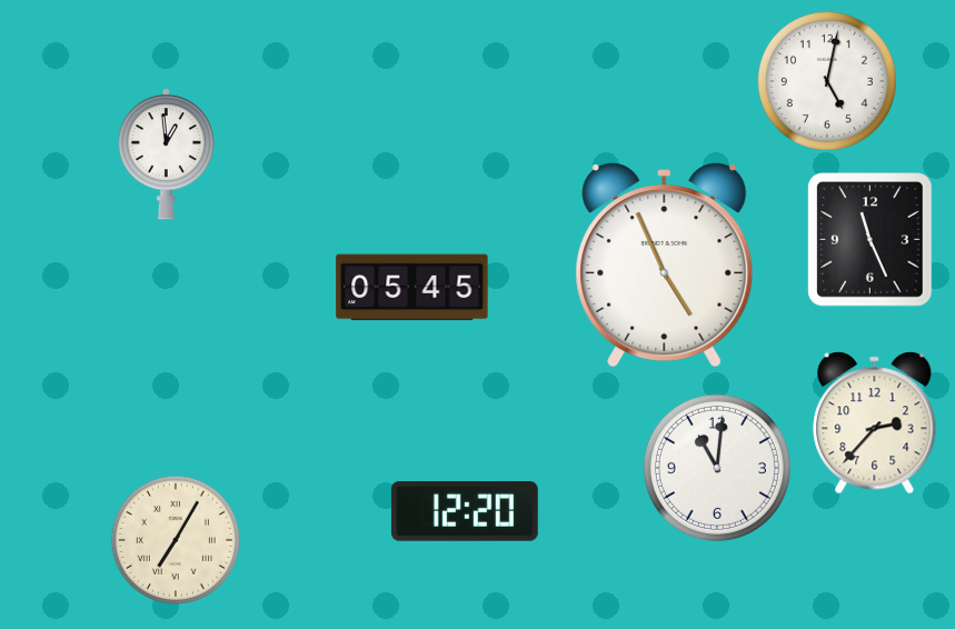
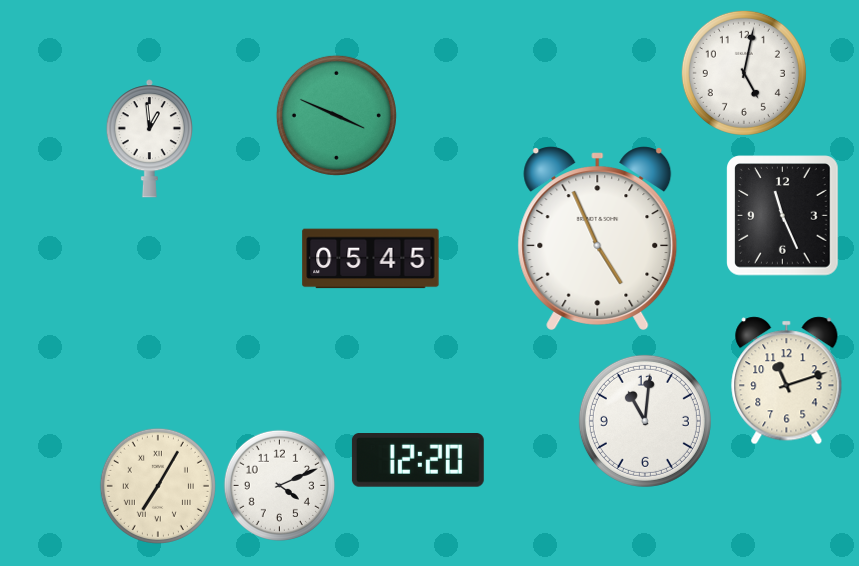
clock at (336, 115): none -> 3:49
clock at (875, 423): 2:37 -> 11:12
clock at (279, 485): none -> 4:11
